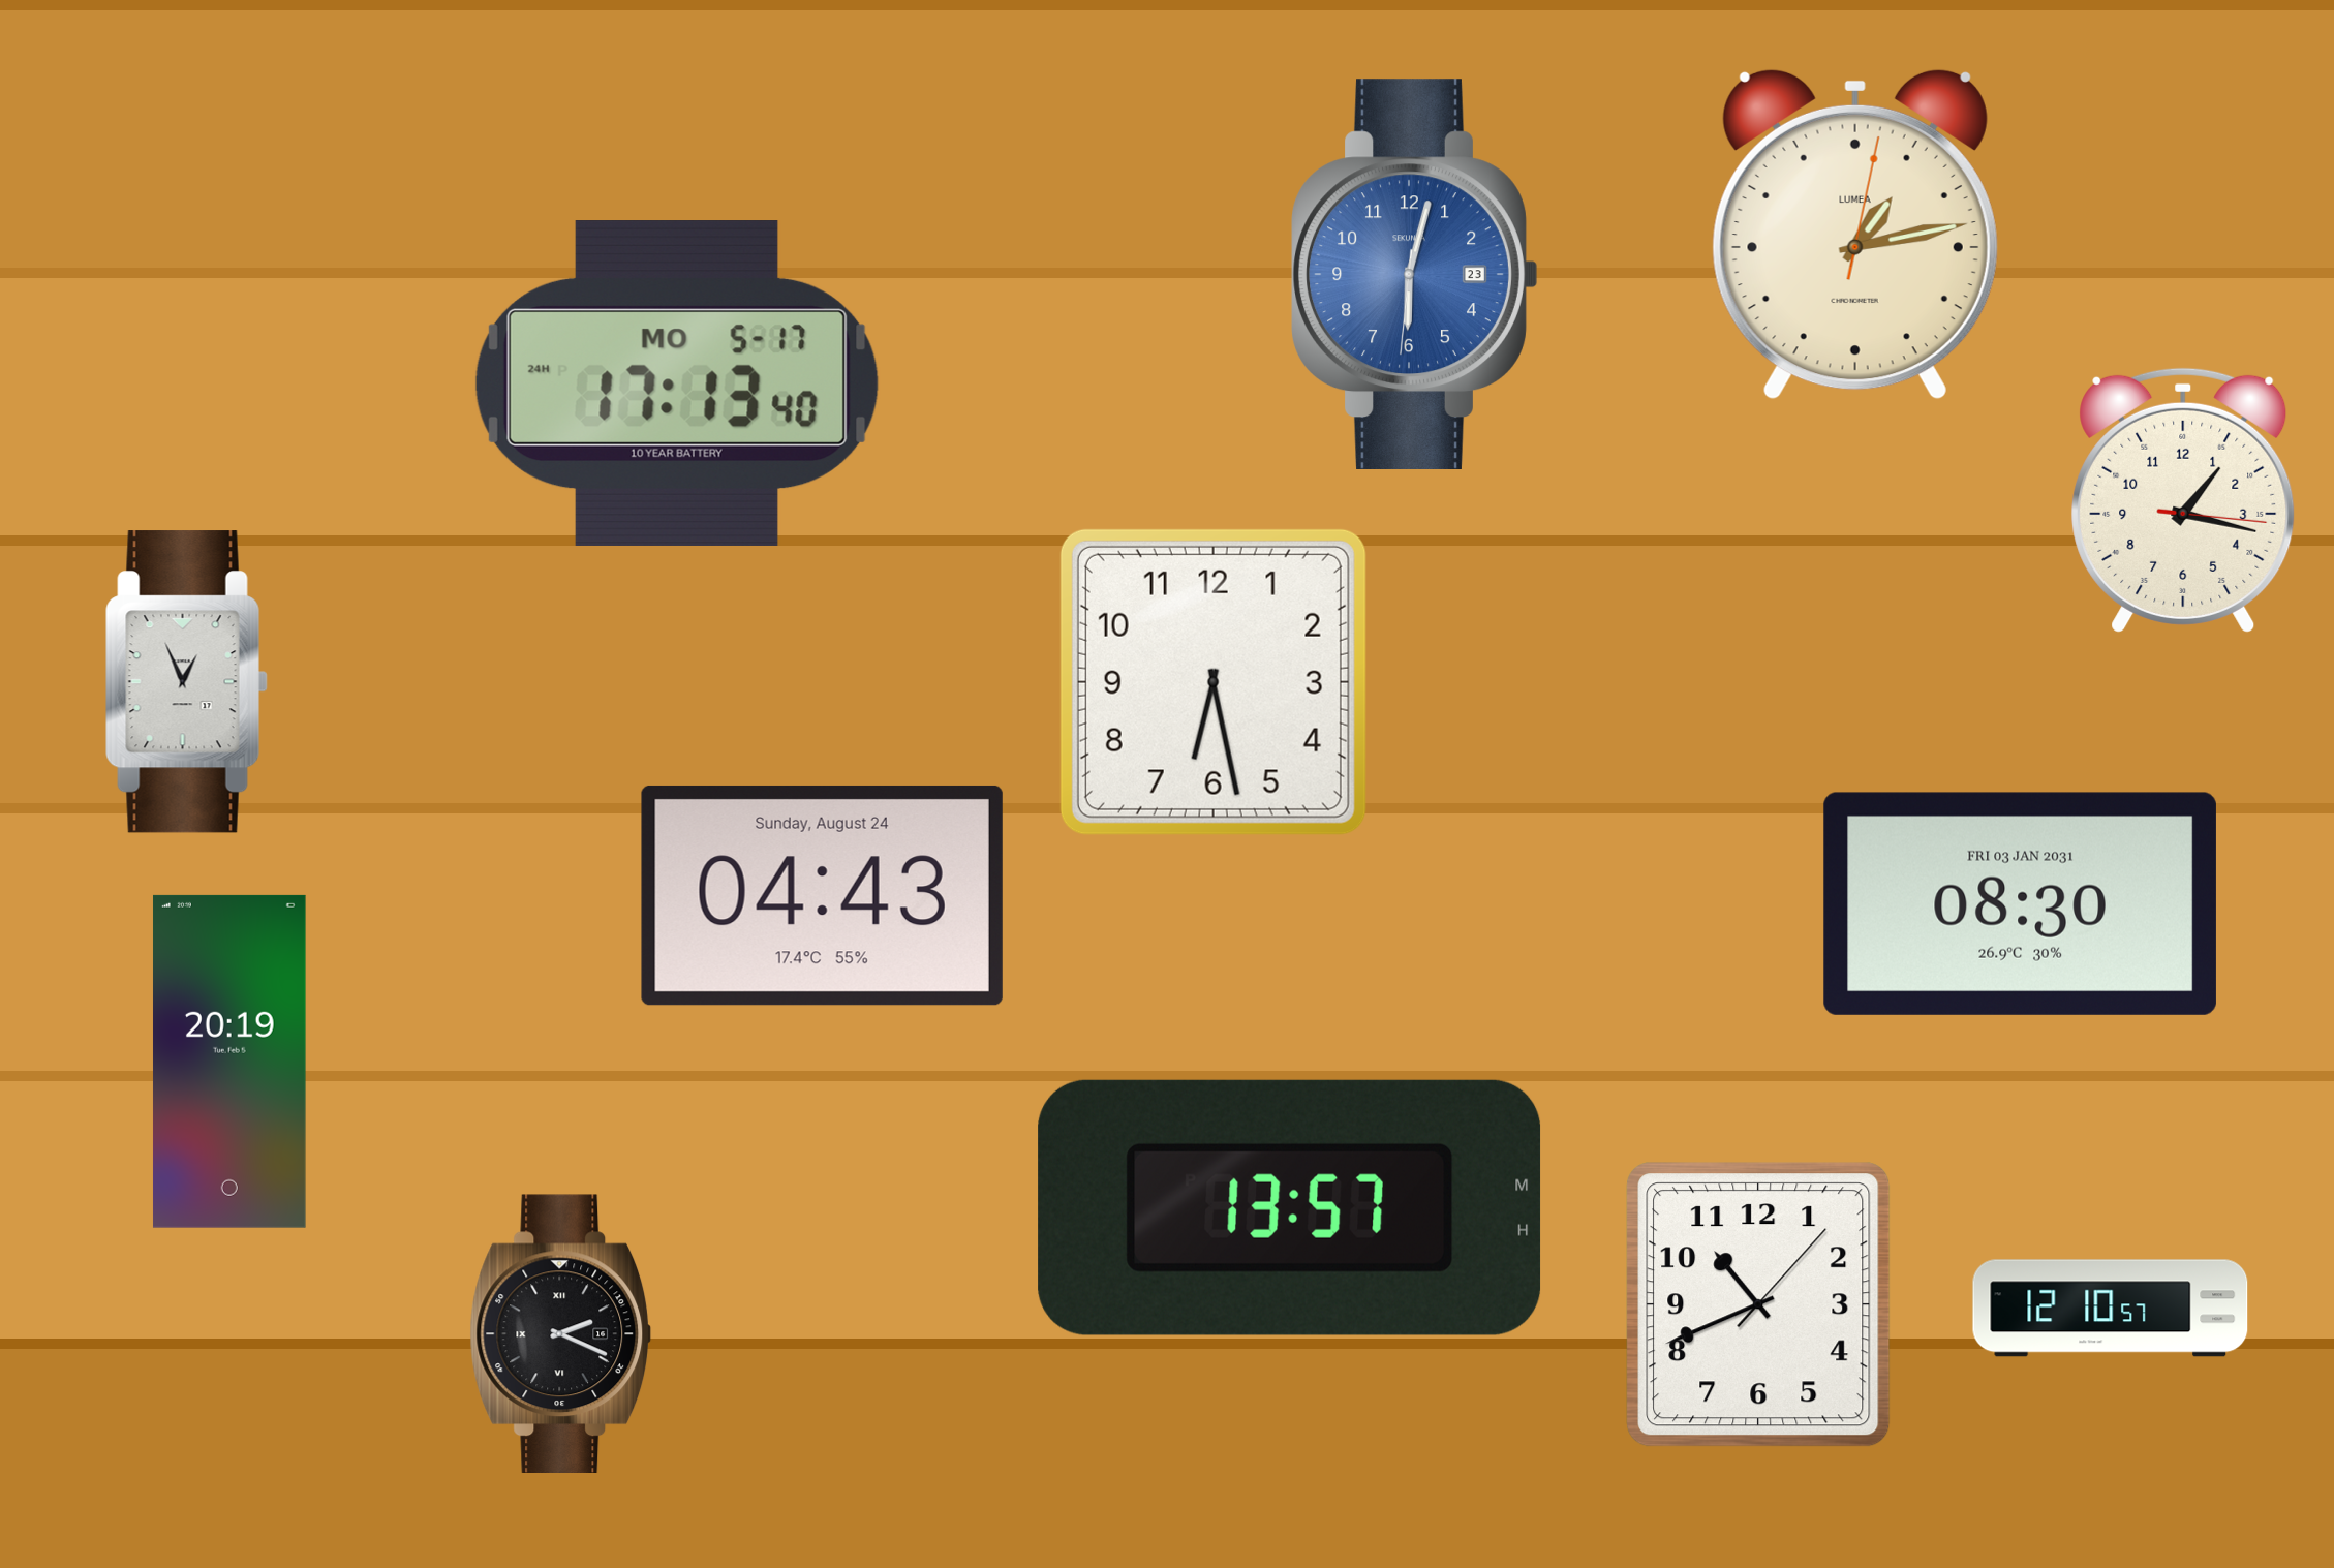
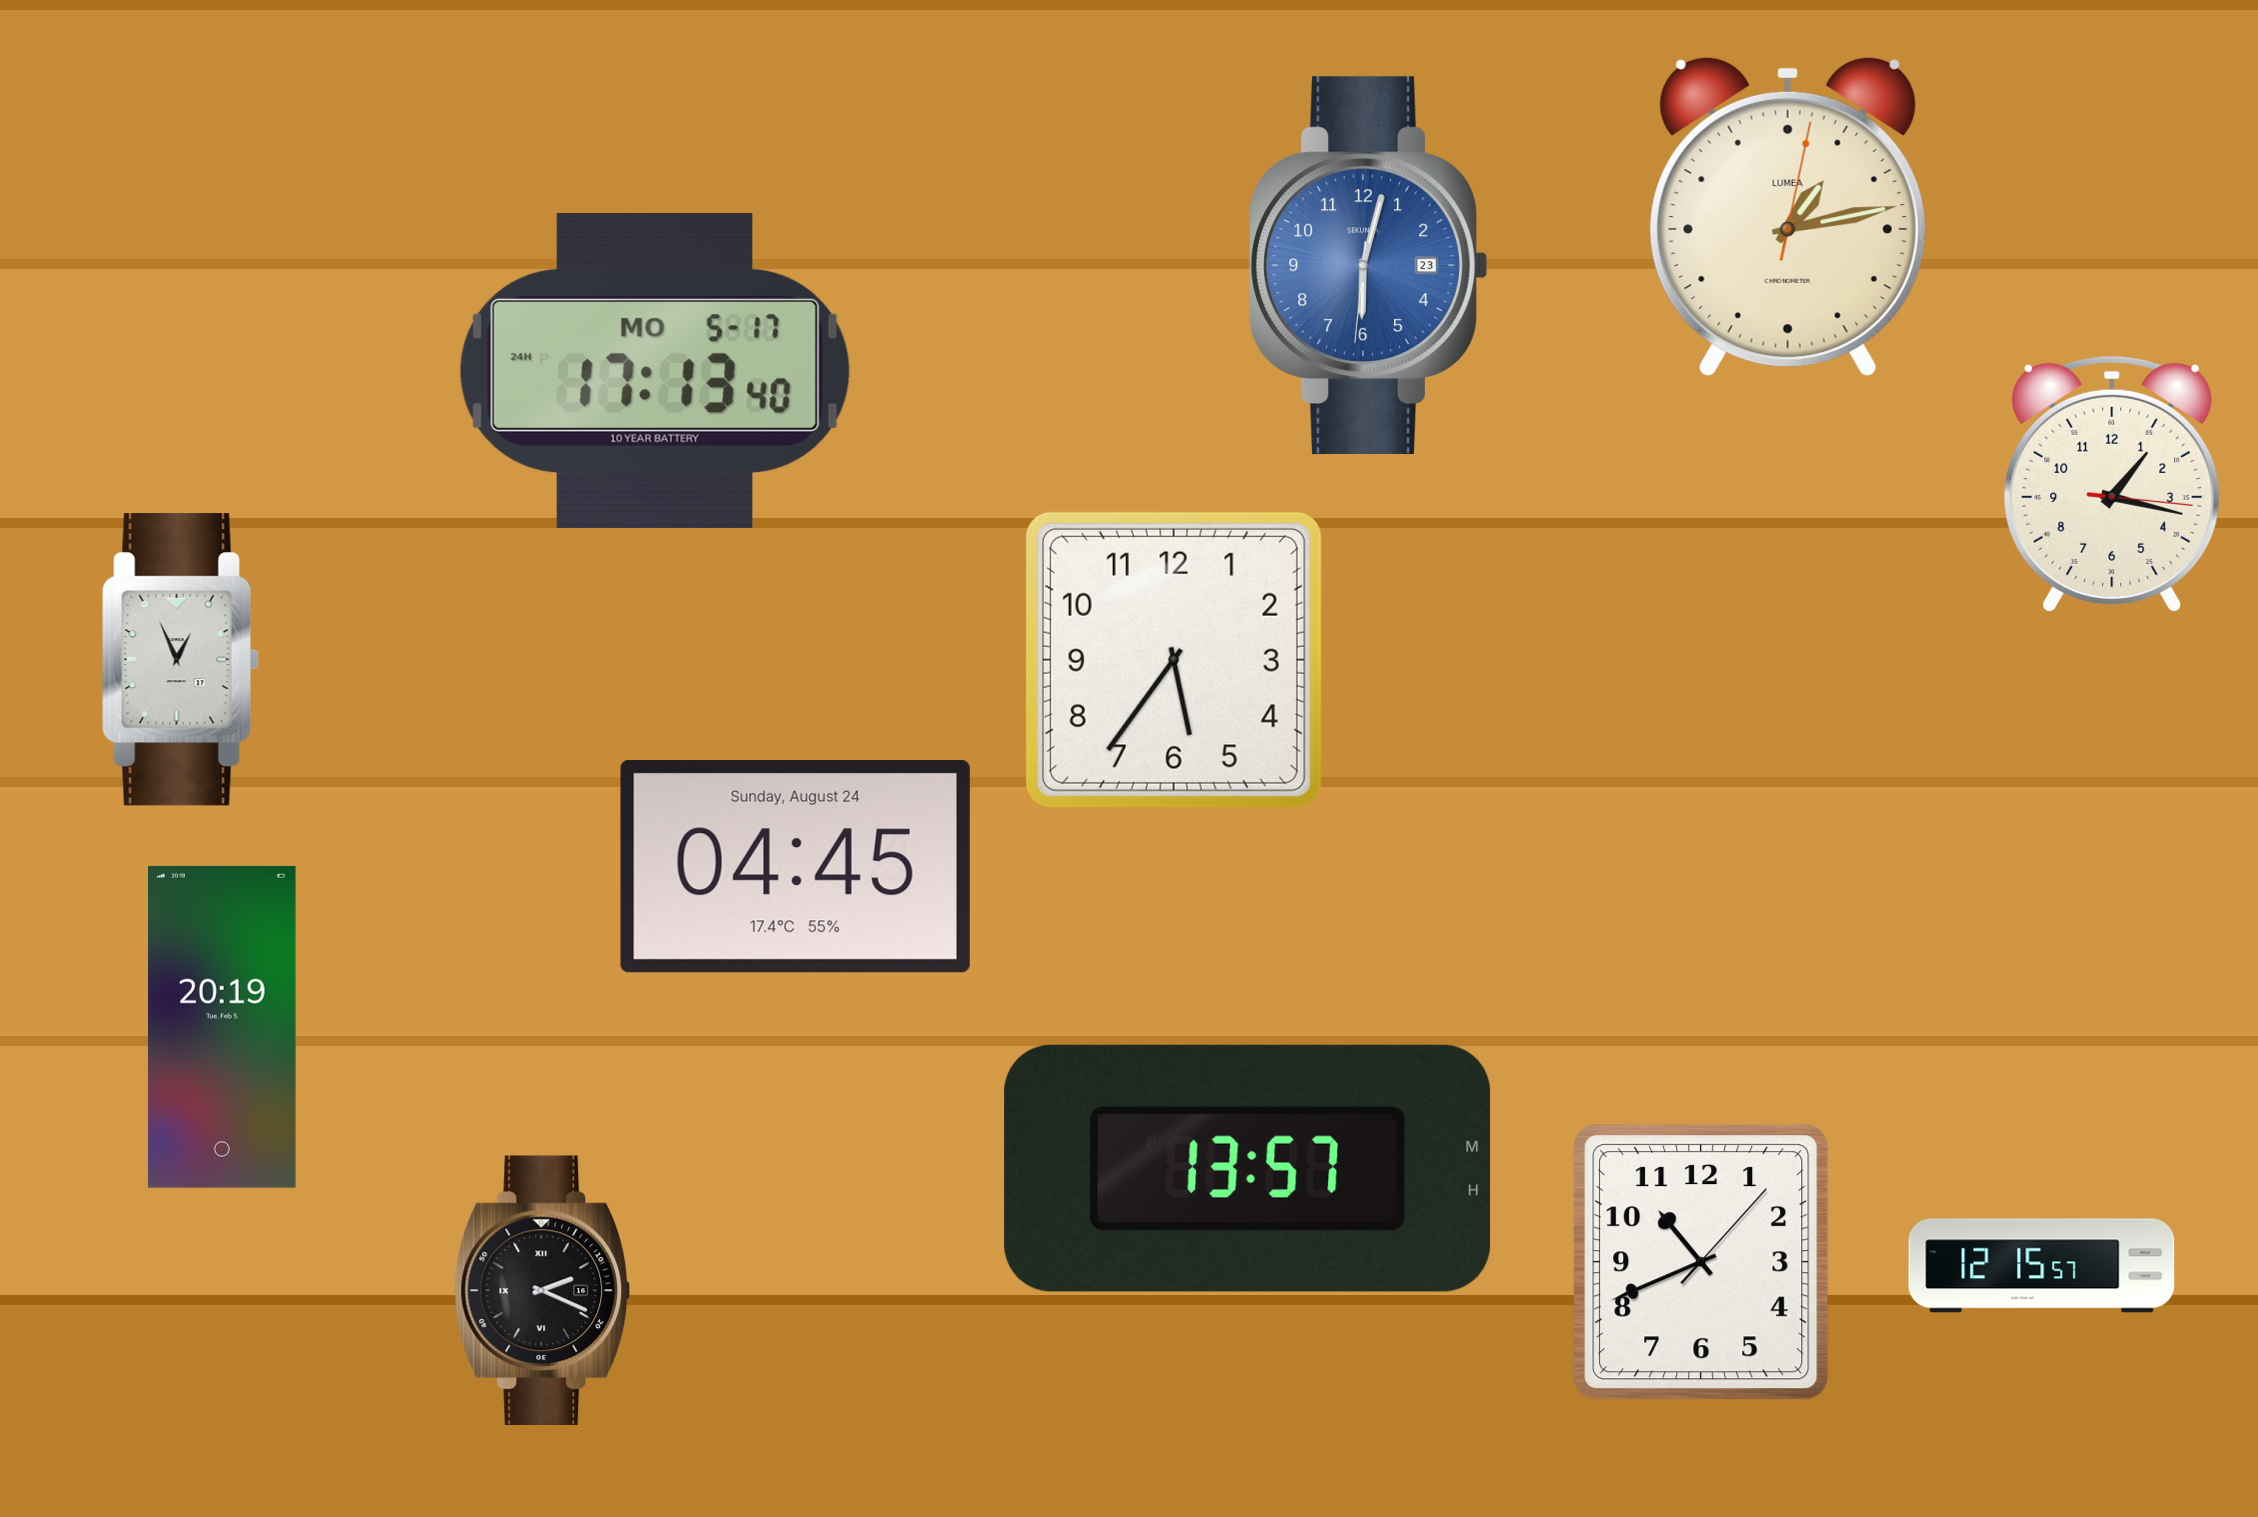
clock at (1855, 235) position: (1855, 235) -> (1788, 217)
clock at (1214, 682): 6:28 -> 5:36
clock at (822, 895): 04:43 -> 04:45
clock at (2020, 903): 08:30 -> none
clock at (2111, 1309): 12:10 -> 12:15
